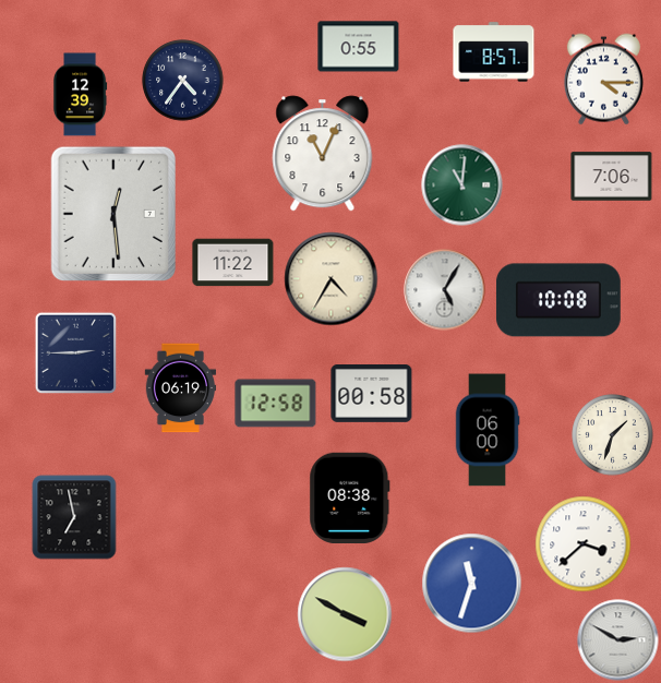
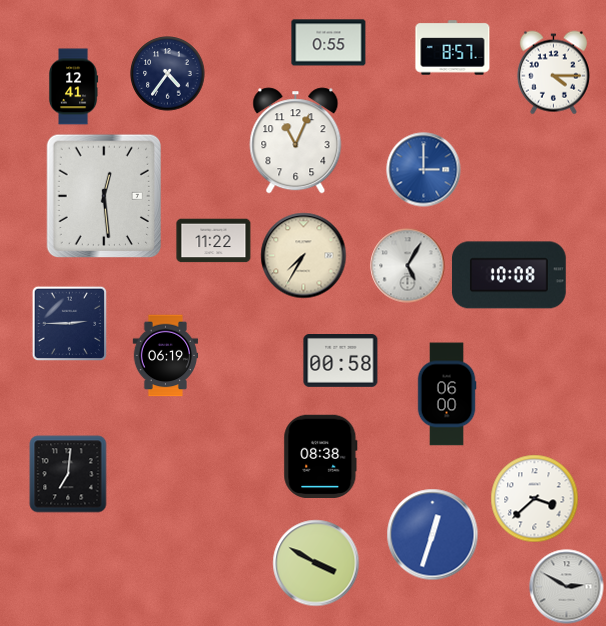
clock at (80, 95): 12:39 -> 12:41
clock at (612, 177): 7:06 -> none
clock at (462, 185): 11:01 -> 3:00
clock at (462, 185) dial: green -> blue
clock at (332, 279): 4:35 -> 7:35
clock at (558, 300) position: (558, 300) -> (509, 275)
clock at (276, 404): 12:58 -> none
clock at (613, 435): 1:33 -> none
clock at (74, 517): 6:58 -> 7:01
clock at (472, 584): 11:33 -> 12:33
